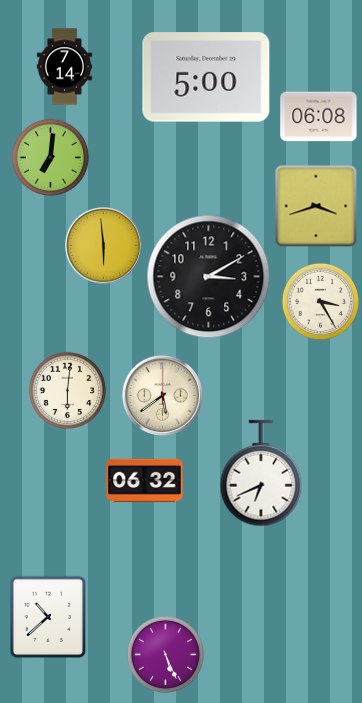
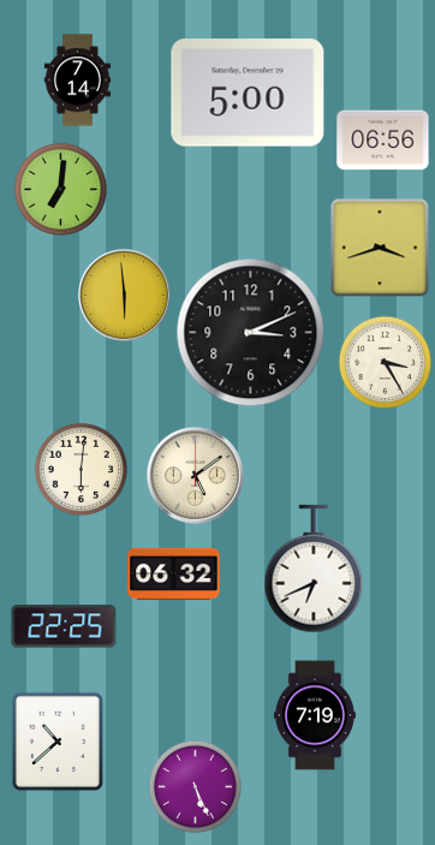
clock at (319, 117): 06:08 -> 06:56
clock at (209, 277): 3:10 -> 3:11
clock at (162, 395): 5:39 -> 5:09
clock at (145, 480) position: (145, 480) -> (174, 573)
clock at (64, 626): none -> 22:25
clock at (315, 715): none -> 7:19
clock at (165, 654) position: (165, 654) -> (195, 786)
